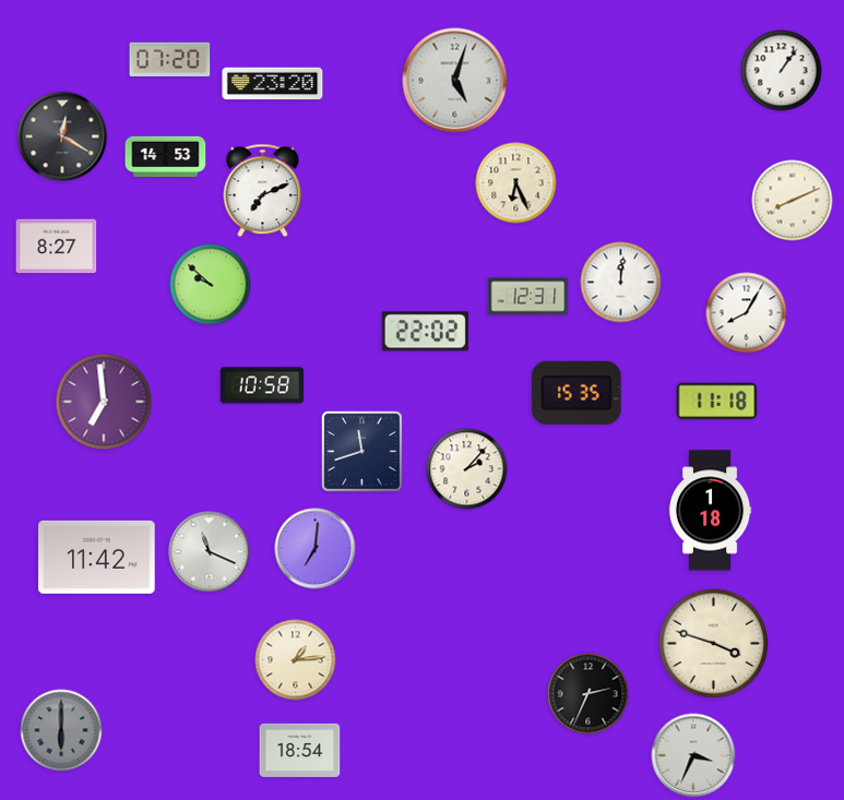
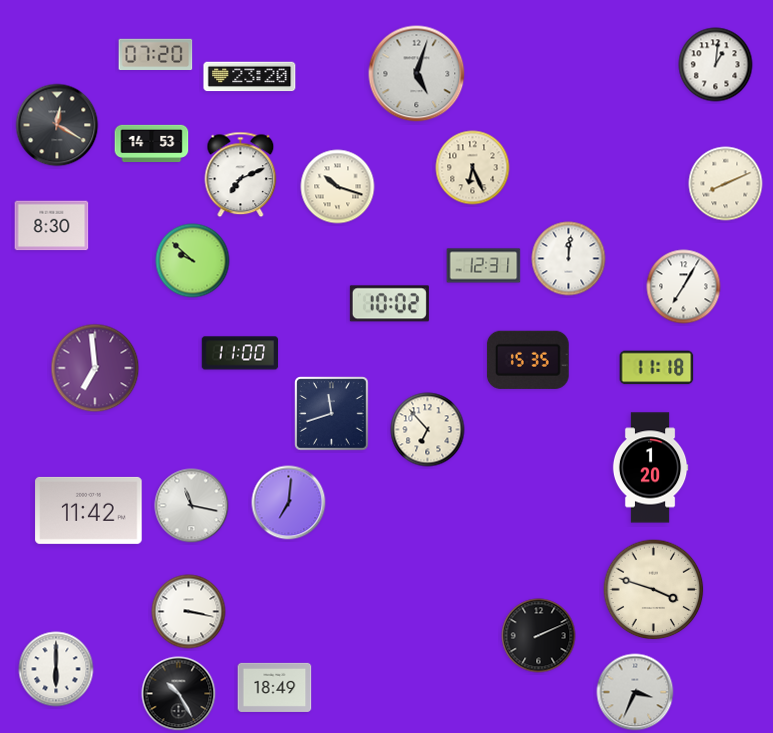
clock at (782, 71): 1:06 -> 1:01
clock at (338, 187): none -> 10:18
clock at (57, 247): 8:27 -> 8:30
clock at (528, 297) position: (528, 297) -> (484, 266)
clock at (747, 313): 8:05 -> 7:05
clock at (425, 332): 22:02 -> 10:02
clock at (262, 385): 10:58 -> 11:00
clock at (467, 469): 2:07 -> 6:53
clock at (710, 511): 1:18 -> 1:20
clock at (210, 552): 11:19 -> 11:17
clock at (296, 660): 1:14 -> none
clock at (189, 612): none -> 3:17
clock at (589, 694): 2:34 -> 2:11
clock at (61, 730) dial: grey -> white
clock at (300, 750): 18:54 -> 18:49
clock at (179, 694): none -> 10:25
